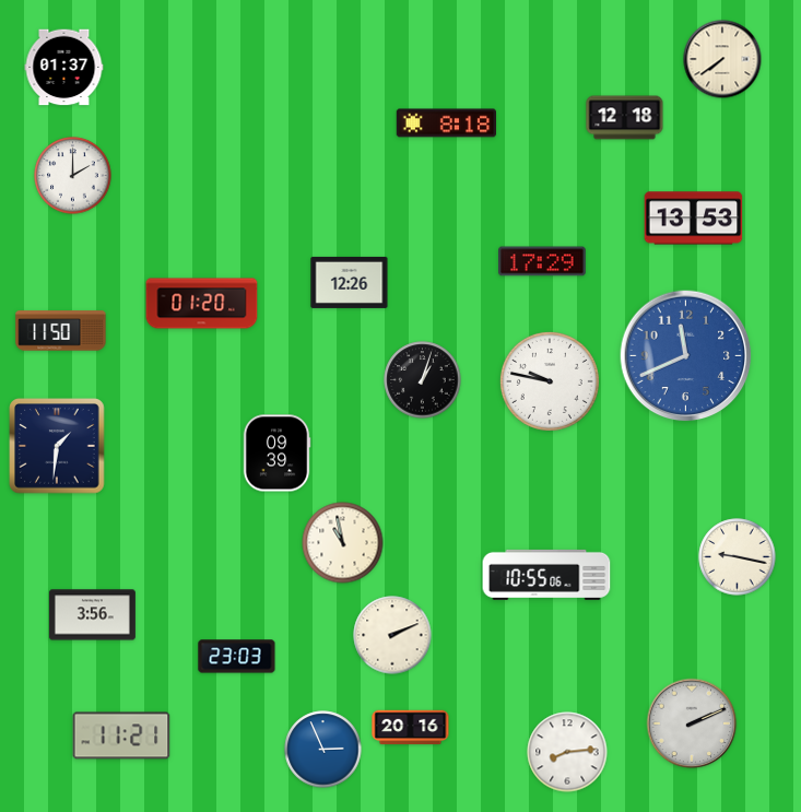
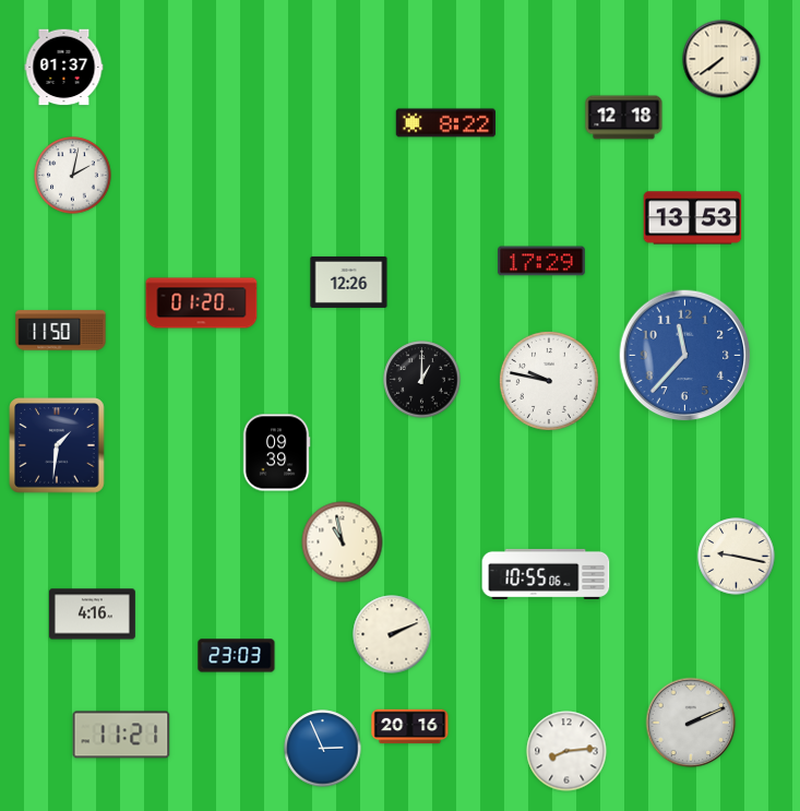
clock at (446, 123): 8:18 -> 8:22
clock at (73, 176): 2:00 -> 2:02
clock at (686, 356): 11:41 -> 11:37
clock at (423, 380): 1:03 -> 1:00
clock at (92, 615): 3:56 -> 4:16
